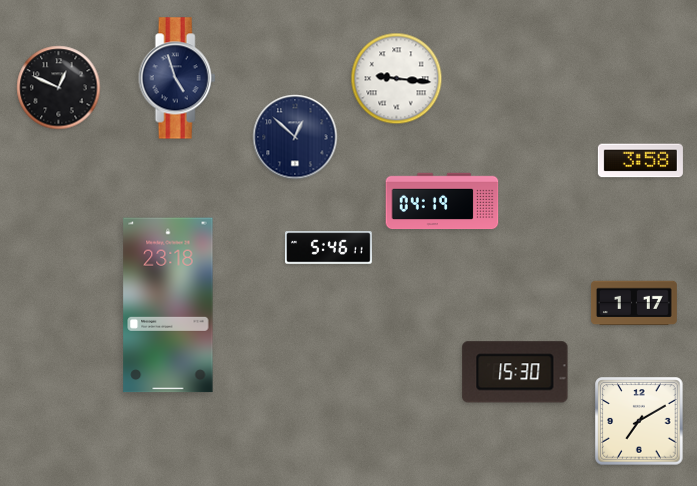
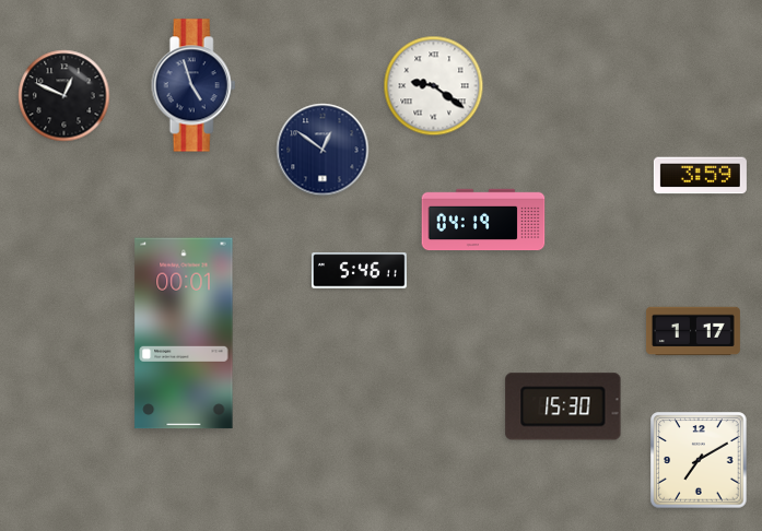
clock at (397, 79): 9:16 -> 9:21
clock at (295, 137): 12:52 -> 12:51
clock at (640, 161): 3:58 -> 3:59
clock at (168, 305): 23:18 -> 00:01
